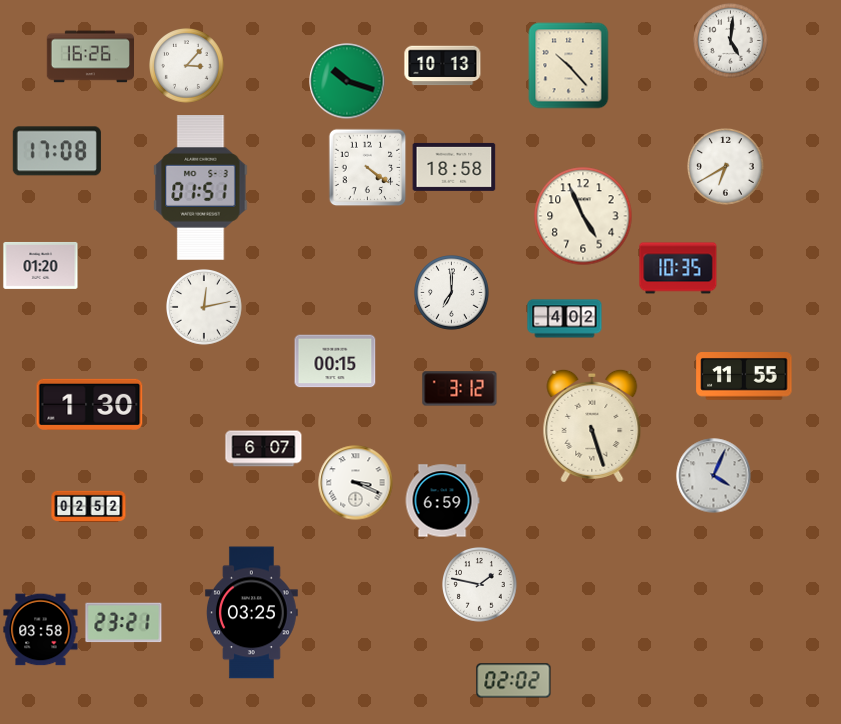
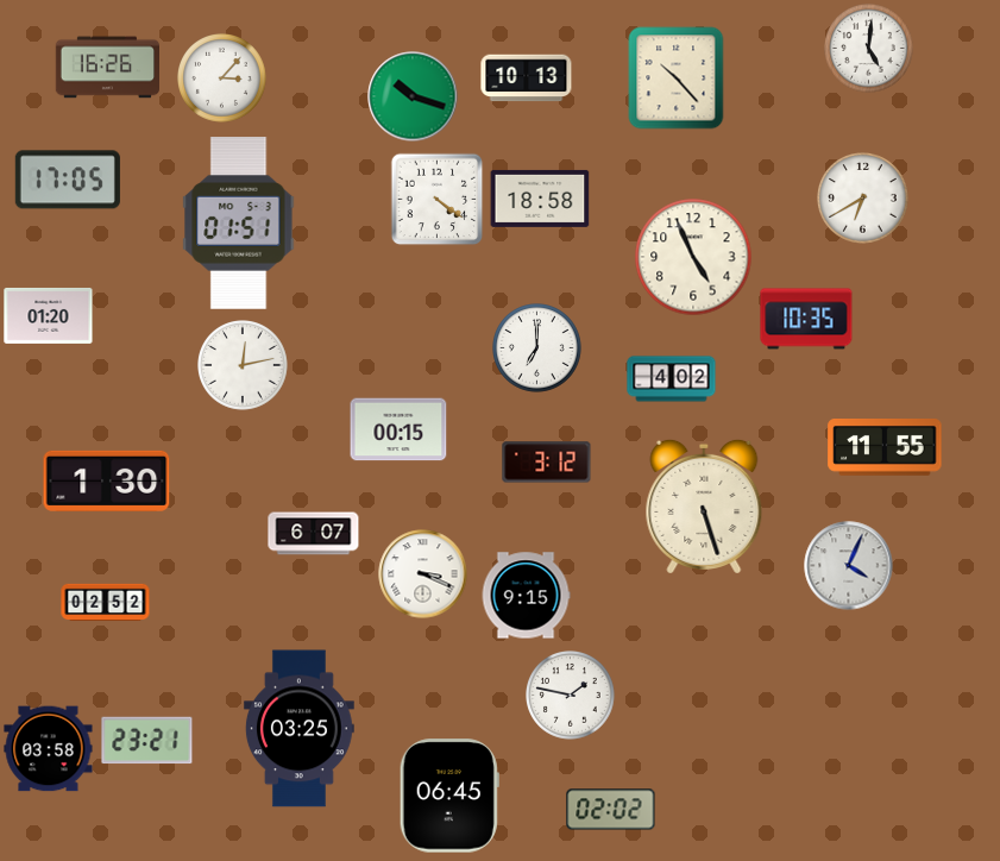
clock at (57, 151): 17:08 -> 17:05
clock at (442, 501): 6:59 -> 9:15
clock at (449, 796): none -> 06:45
